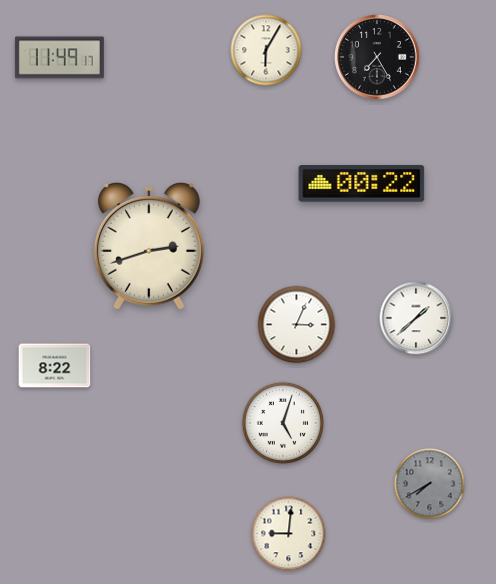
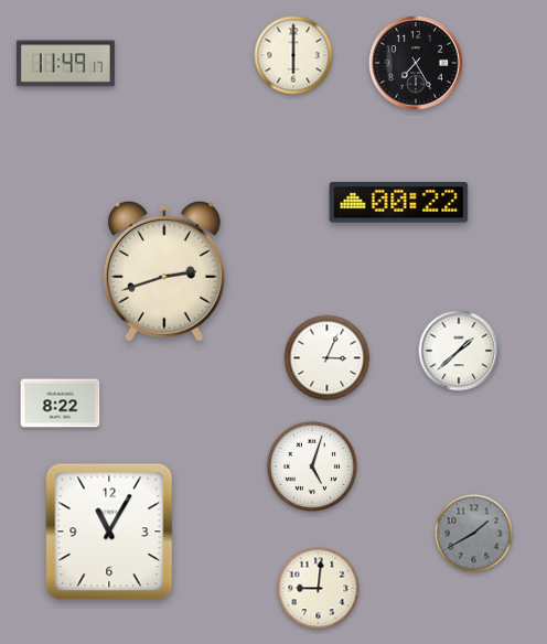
clock at (266, 50): 6:05 -> 6:00
clock at (109, 532): none -> 11:05
clock at (430, 484): 7:40 -> 1:40
